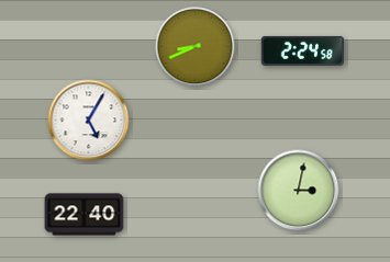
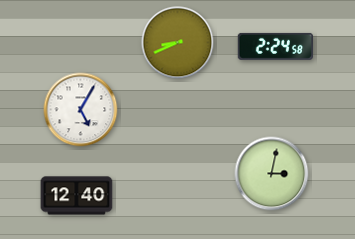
clock at (85, 215): 22:40 -> 12:40
